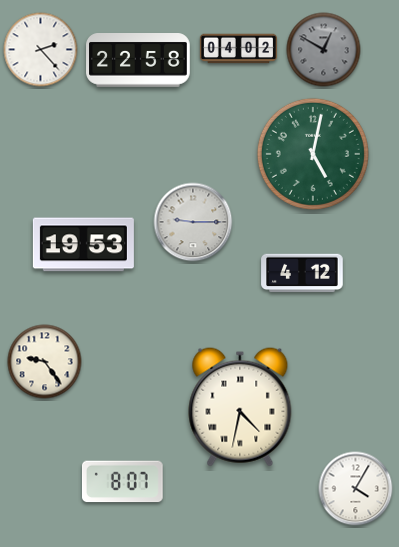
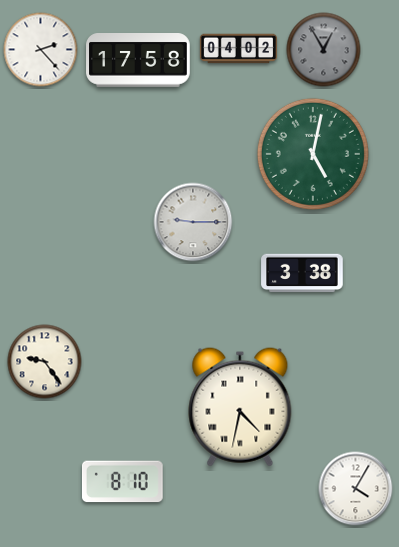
clock at (324, 50): 12:50 -> 12:55
clock at (138, 61): 22:58 -> 17:58
clock at (83, 245): 19:53 -> none
clock at (302, 273): 4:12 -> 3:38
clock at (122, 482): 8:07 -> 8:10
